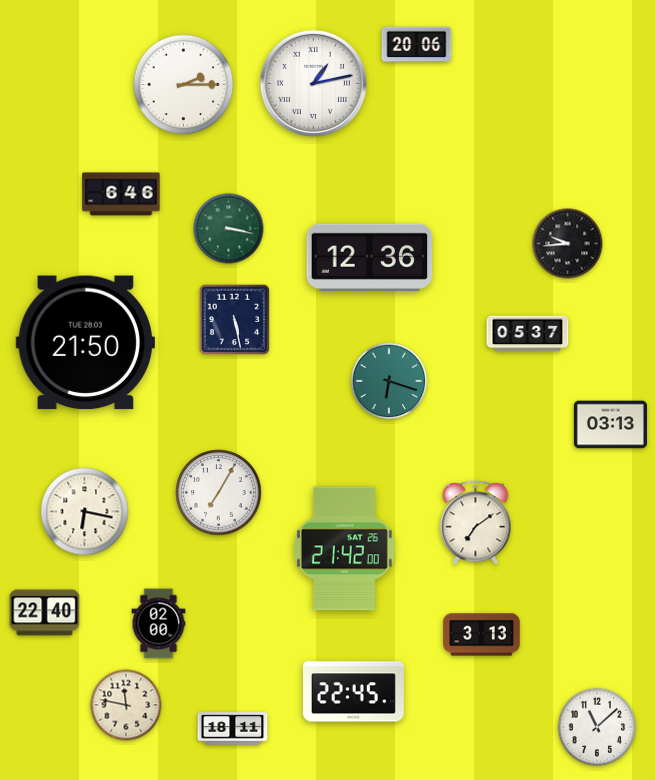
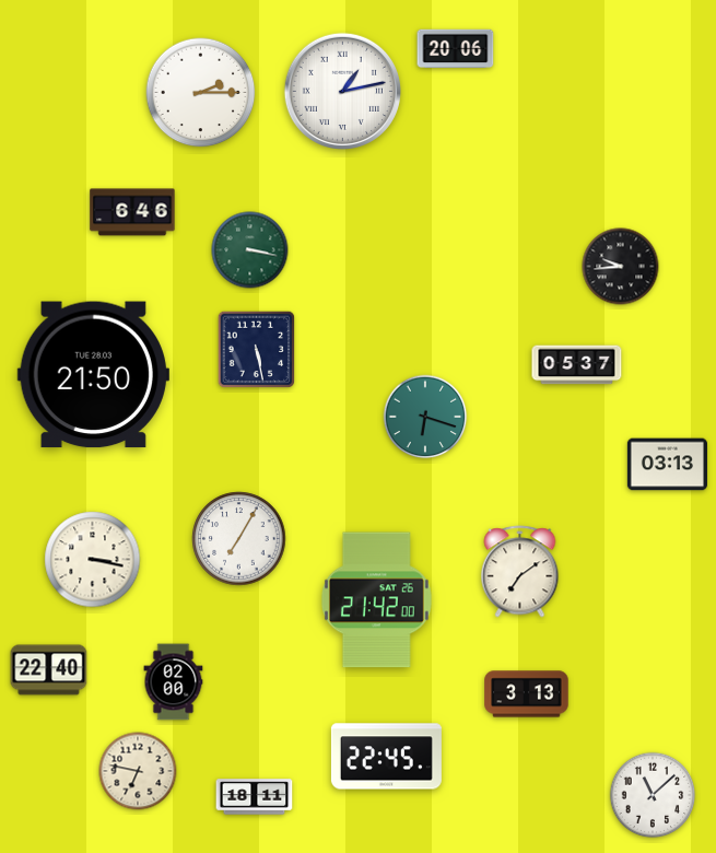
clock at (370, 257): 12:36 -> none
clock at (85, 512): 6:17 -> 3:17
clock at (126, 705): 11:47 -> 6:47
